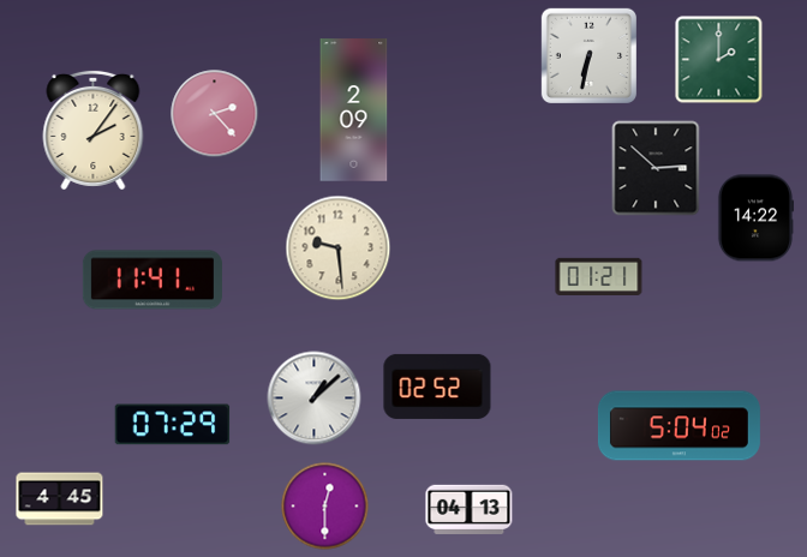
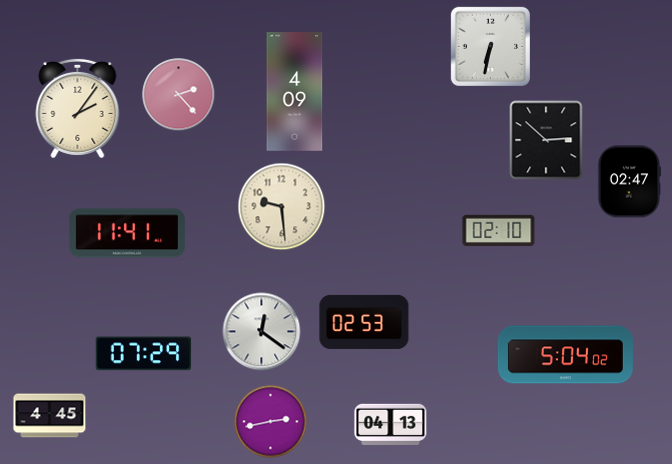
clock at (719, 60): 2:00 -> none
clock at (354, 110): 2:09 -> 4:09
clock at (755, 218): 14:22 -> 02:47
clock at (599, 276): 01:21 -> 02:10
clock at (437, 387): 02:52 -> 02:53
clock at (315, 399): 1:08 -> 12:21
clock at (325, 507): 12:30 -> 2:43
